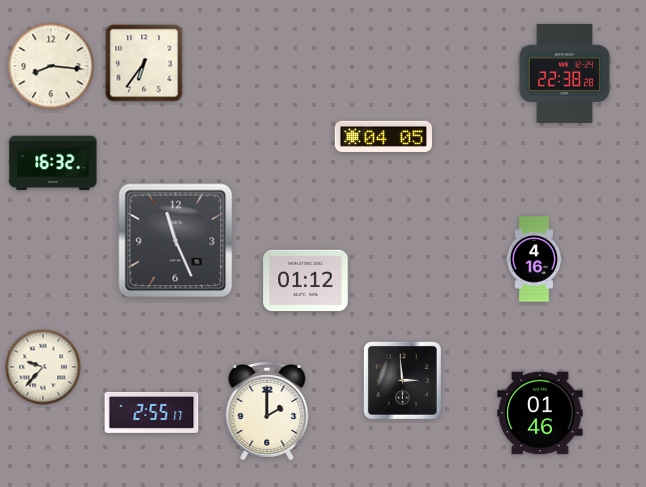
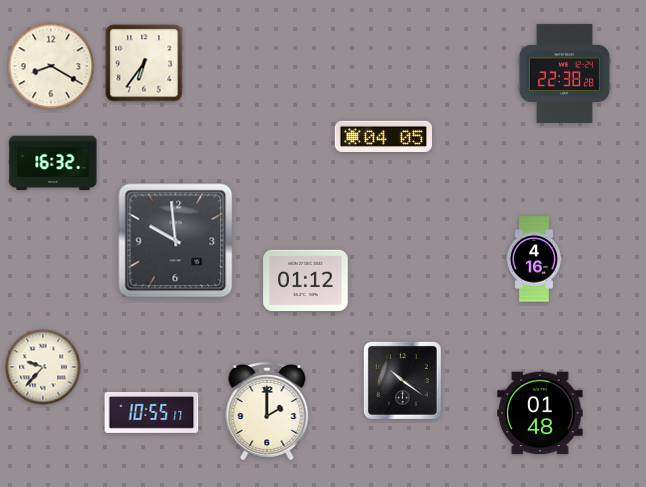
clock at (51, 66): 8:16 -> 8:20
clock at (176, 241): 11:26 -> 9:59
clock at (402, 380): 2:59 -> 10:21
clock at (152, 412): 2:55 -> 10:55
clock at (540, 413): 01:46 -> 01:48
